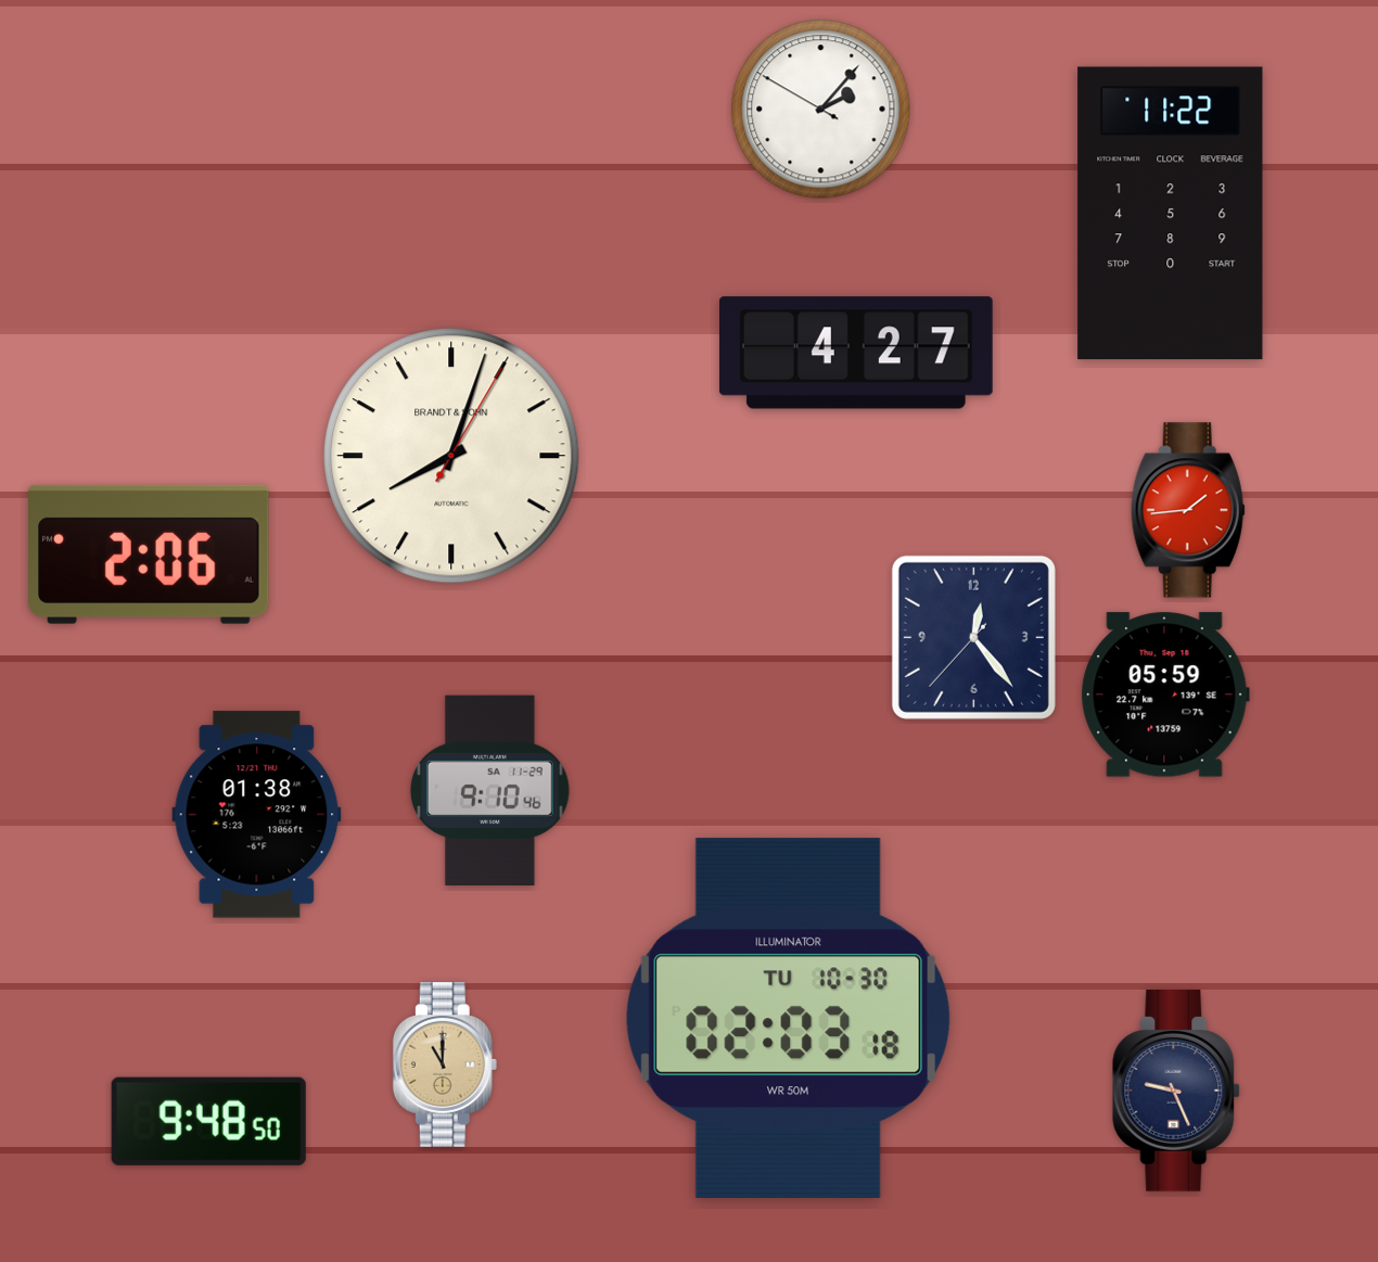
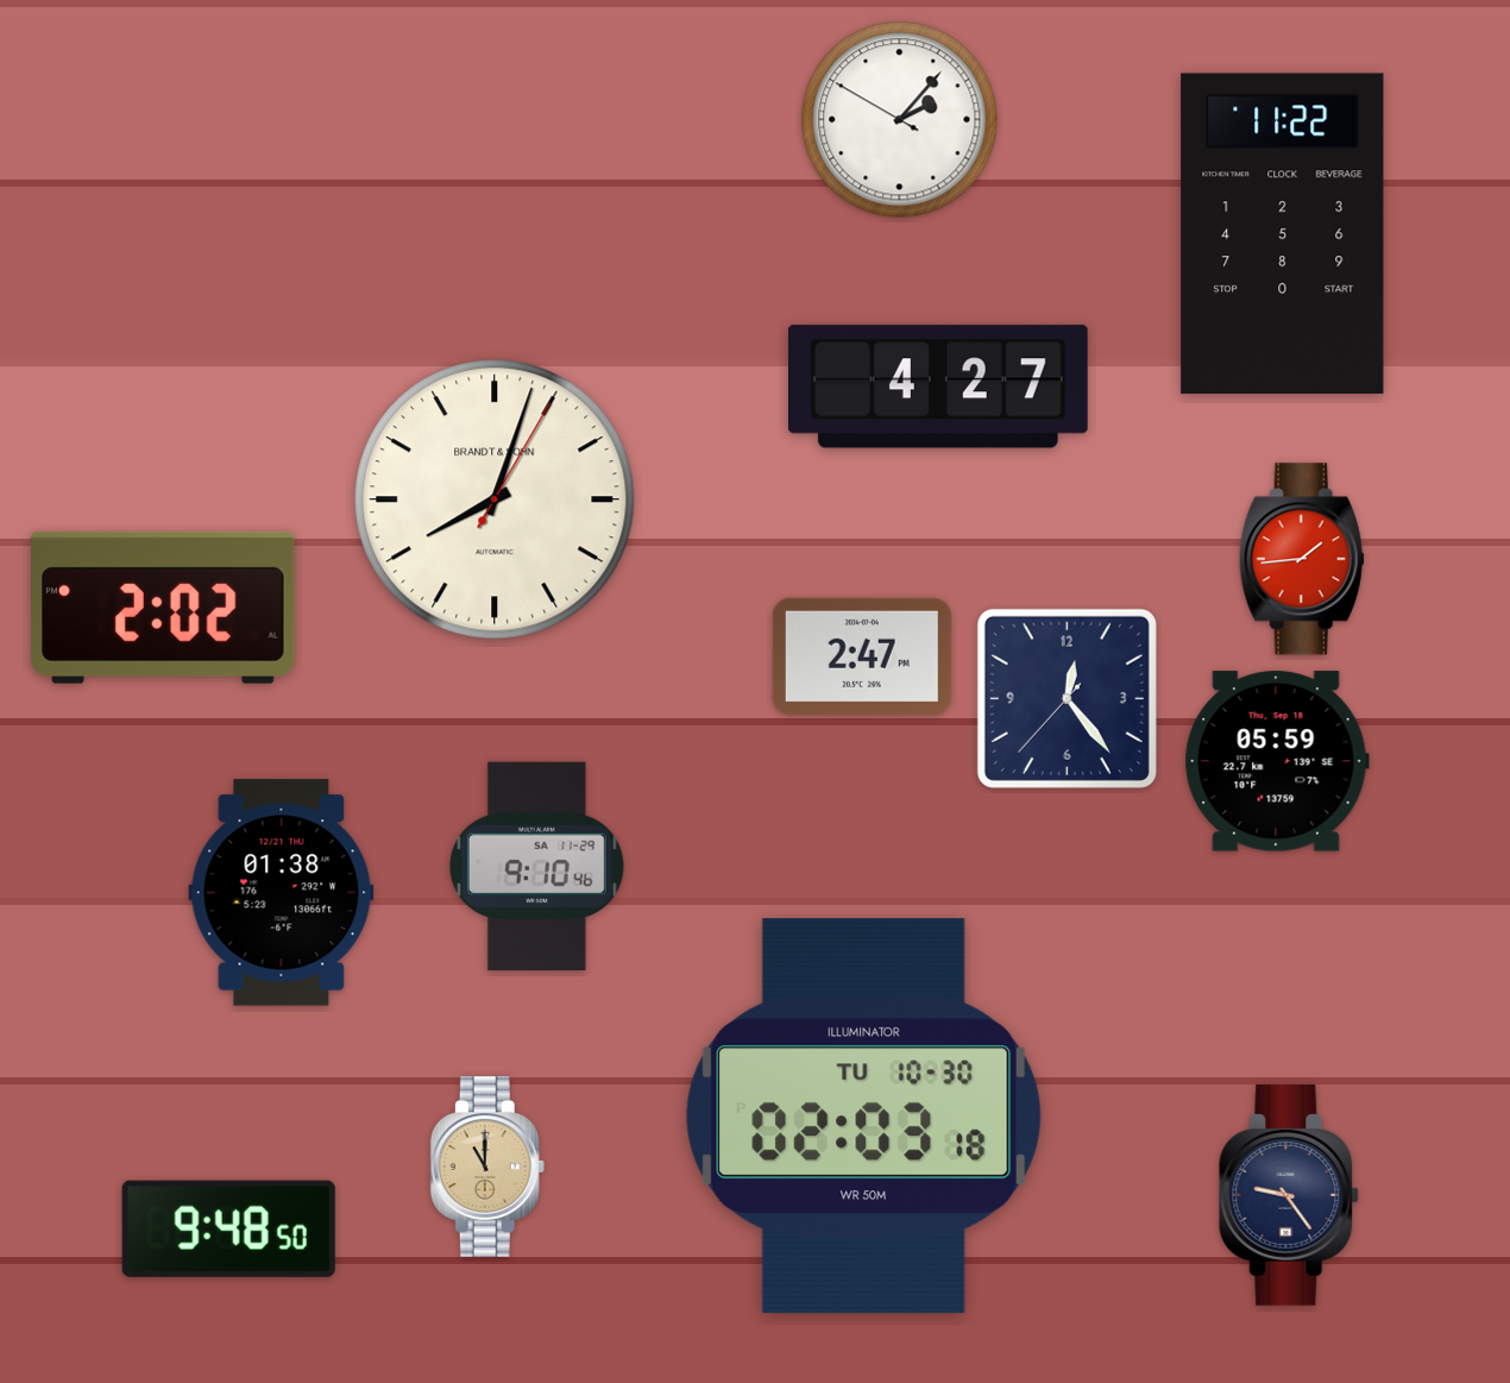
clock at (150, 554): 2:06 -> 2:02
clock at (862, 656): none -> 2:47
clock at (1177, 1091): 9:26 -> 9:24
